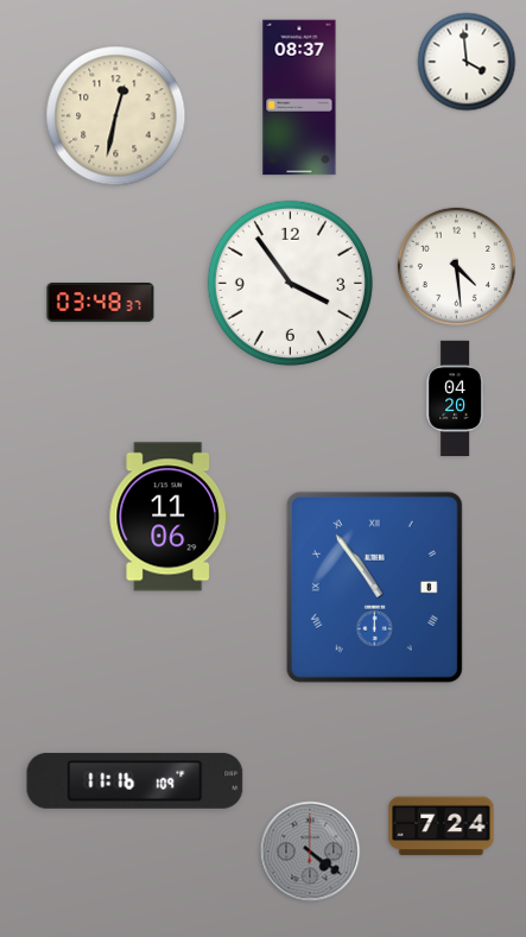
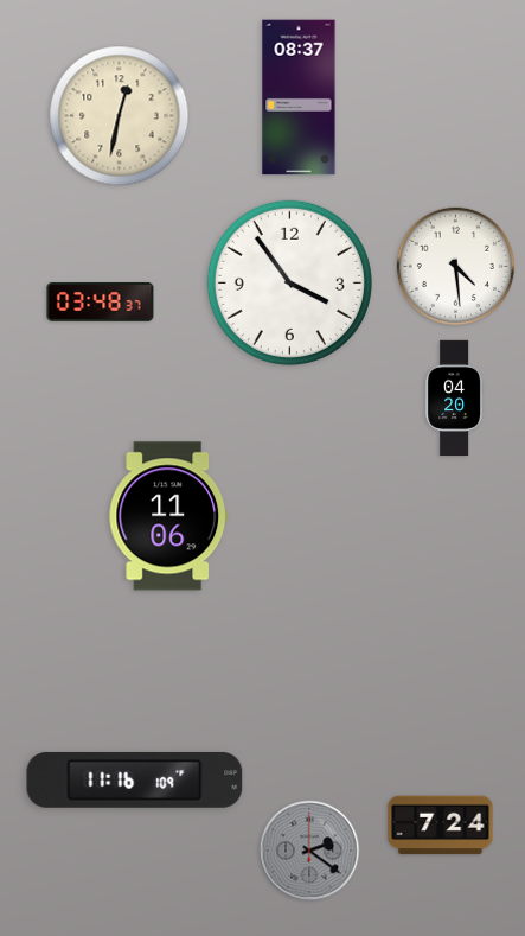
clock at (467, 62): 3:59 -> none
clock at (116, 116) position: (116, 116) -> (120, 116)
clock at (374, 587): 10:54 -> none
clock at (310, 851): 4:21 -> 2:21
